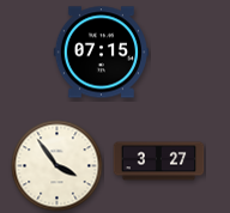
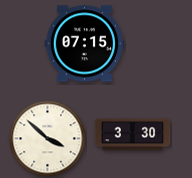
clock at (159, 162): 3:27 -> 3:30
clock at (57, 166): 3:54 -> 3:52
